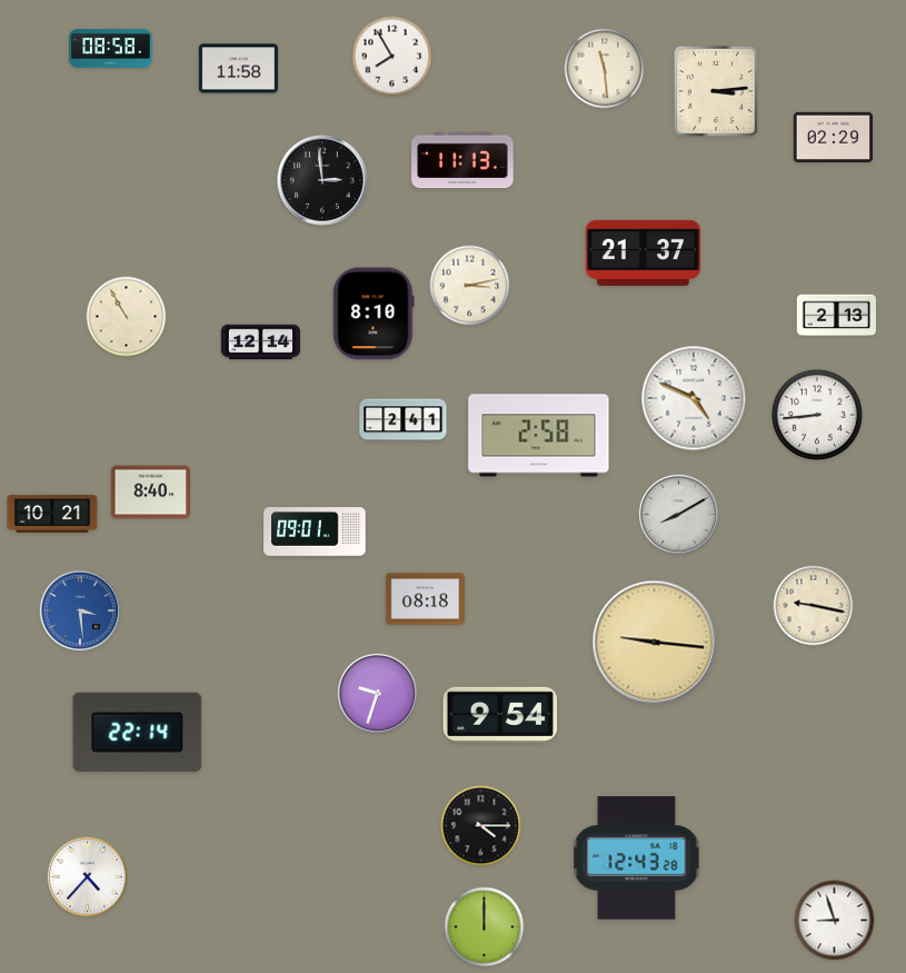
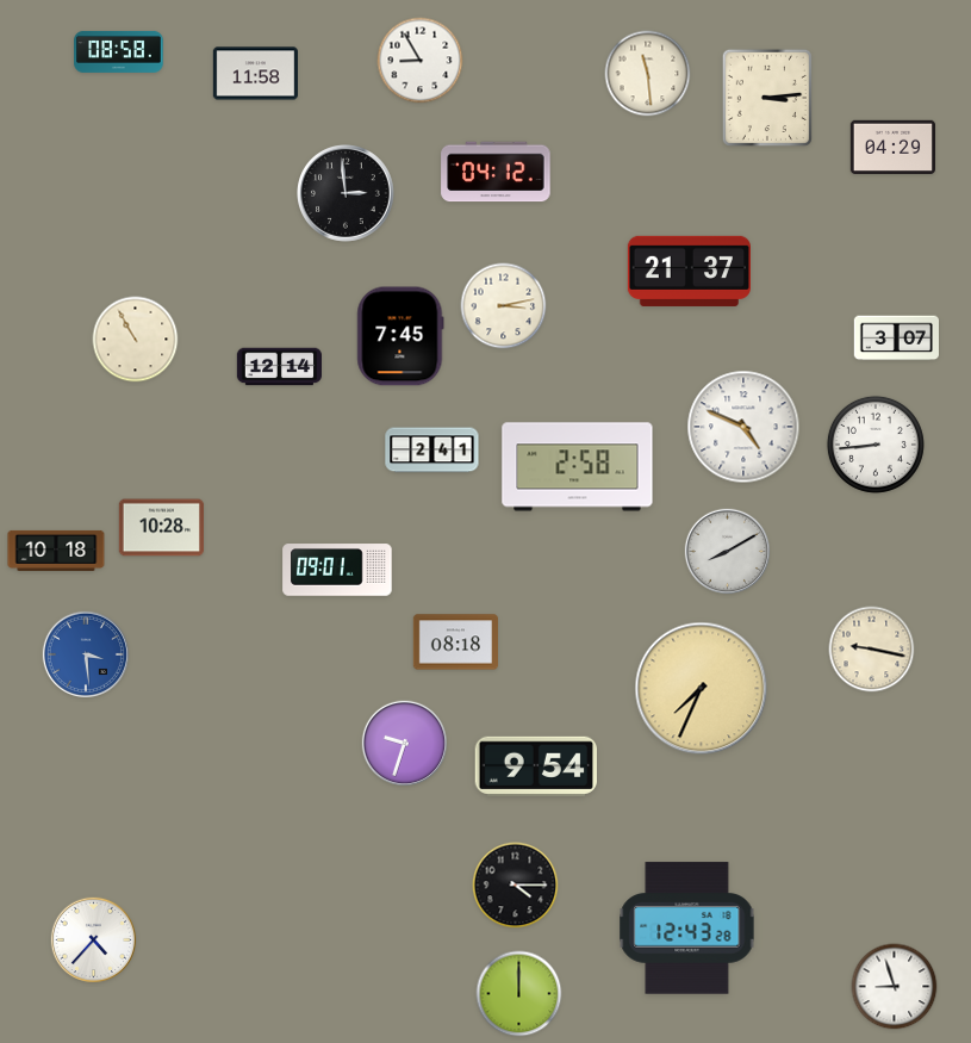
clock at (392, 57): 7:55 -> 8:55
clock at (833, 137): 02:29 -> 04:29
clock at (462, 160): 11:13 -> 04:12
clock at (374, 314): 8:10 -> 7:45
clock at (836, 316): 2:13 -> 3:07
clock at (150, 493): 8:40 -> 10:28
clock at (52, 514): 10:21 -> 10:18
clock at (655, 643): 9:16 -> 7:34
clock at (138, 733): 22:14 -> none
clock at (637, 858) position: (637, 858) -> (687, 929)
